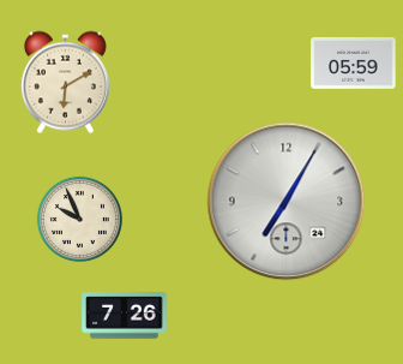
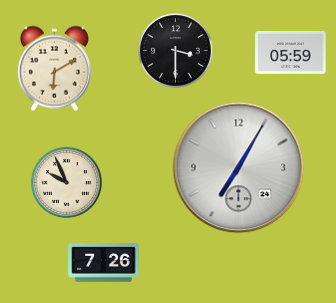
clock at (176, 51): none -> 3:30
clock at (354, 64) position: (354, 64) -> (291, 53)
